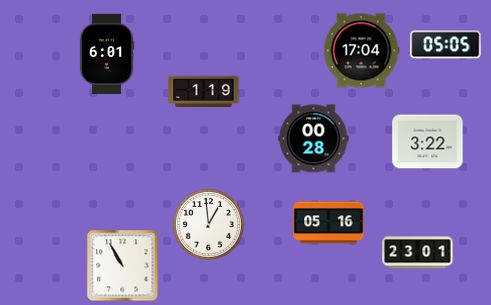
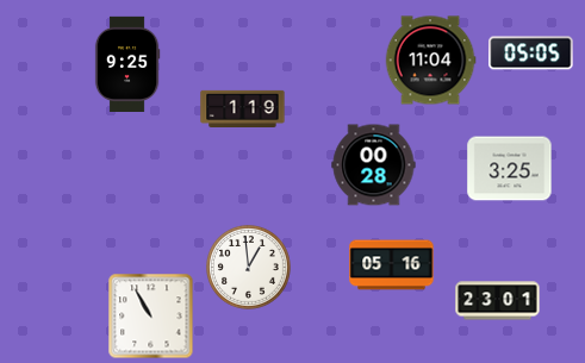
clock at (361, 51): 17:04 -> 11:04
clock at (107, 53): 6:01 -> 9:25
clock at (428, 142): 3:22 -> 3:25
clock at (123, 266) position: (123, 266) -> (151, 317)
